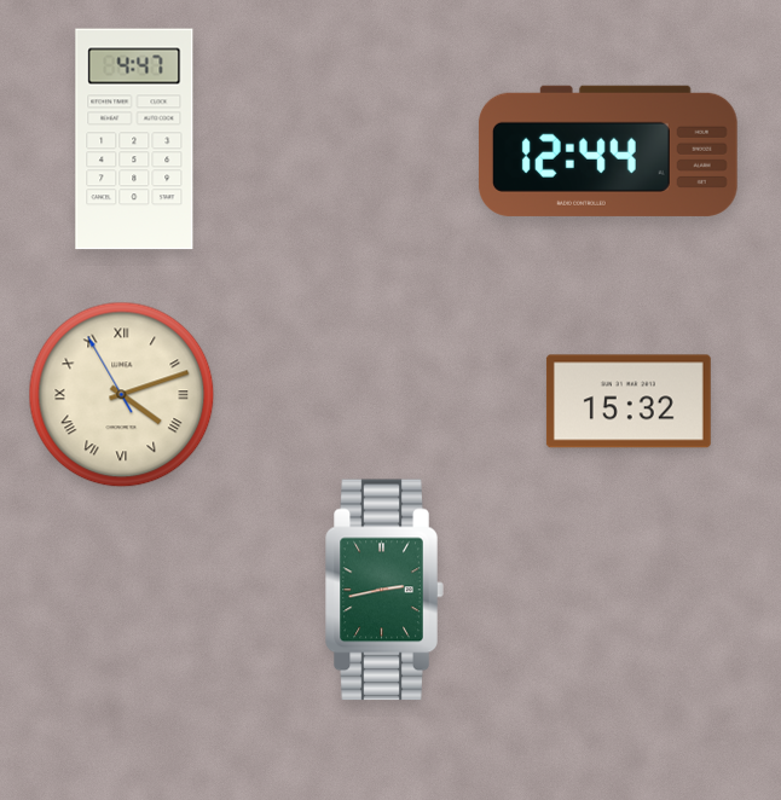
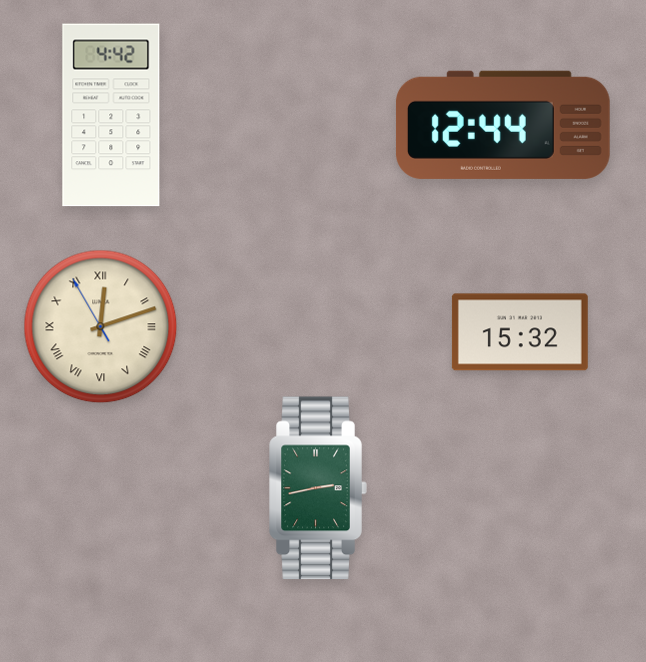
clock at (134, 139): 4:47 -> 4:42
clock at (122, 395): 4:11 -> 12:11
